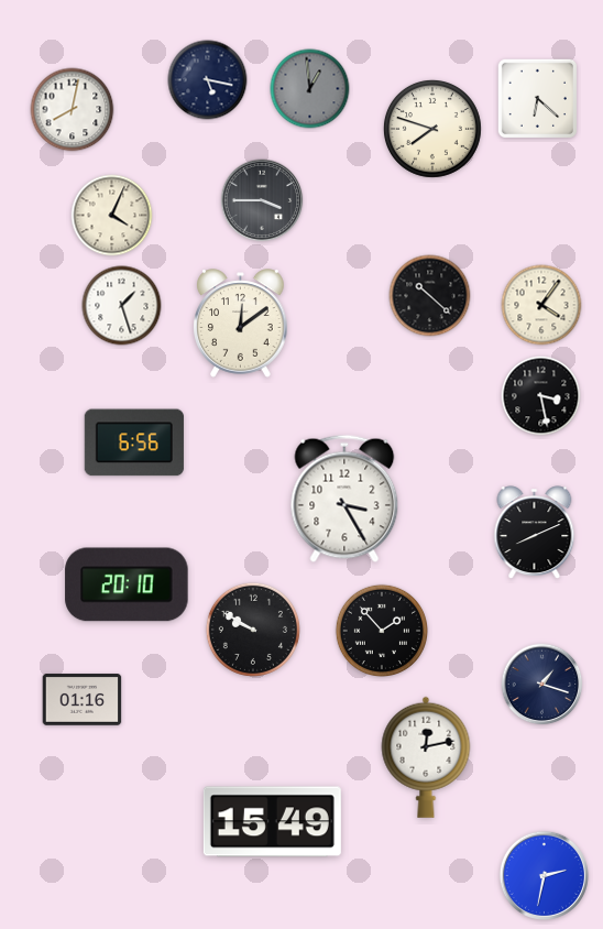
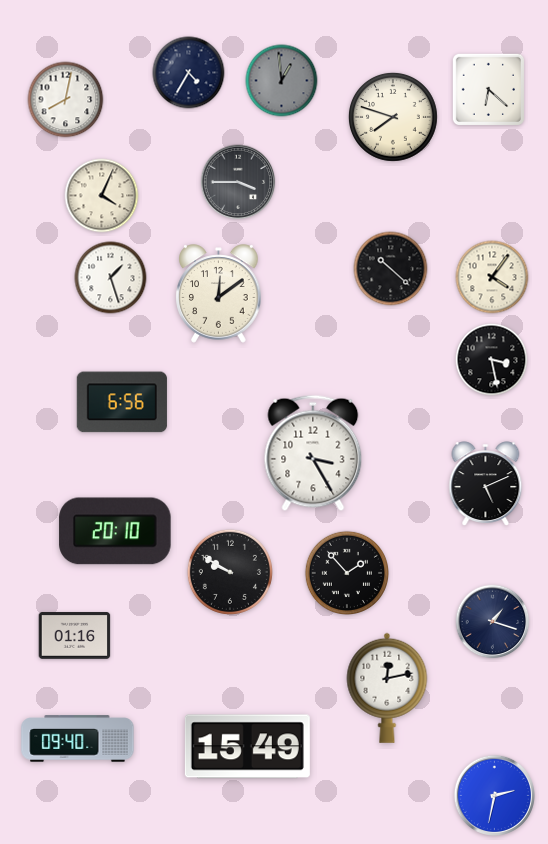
clock at (208, 80): 5:17 -> 4:35
clock at (535, 532): 8:11 -> 5:11
clock at (78, 739): none -> 09:40
